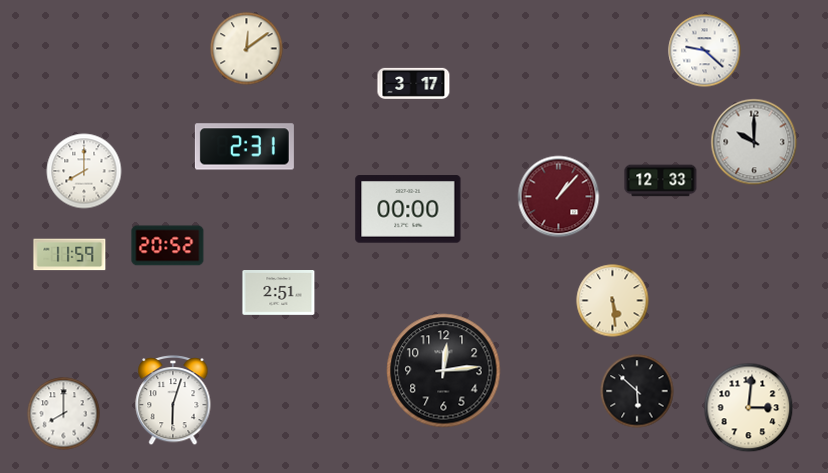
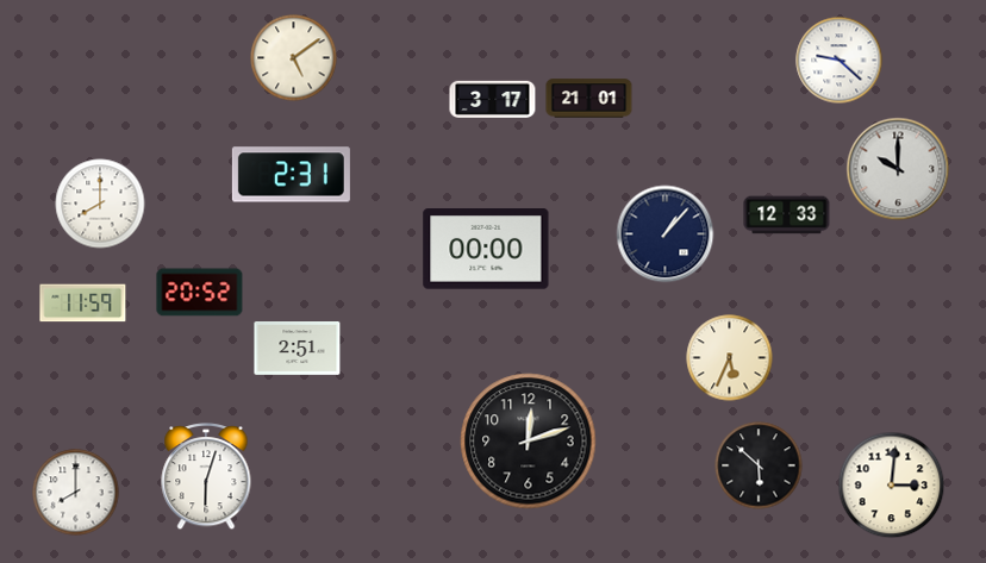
clock at (247, 49): 12:09 -> 5:09
clock at (589, 99): none -> 21:01
clock at (559, 197) dial: burgundy -> navy
clock at (279, 293) position: (279, 293) -> (298, 349)
clock at (613, 301): 5:29 -> 5:34
clock at (444, 371): 12:14 -> 12:12
